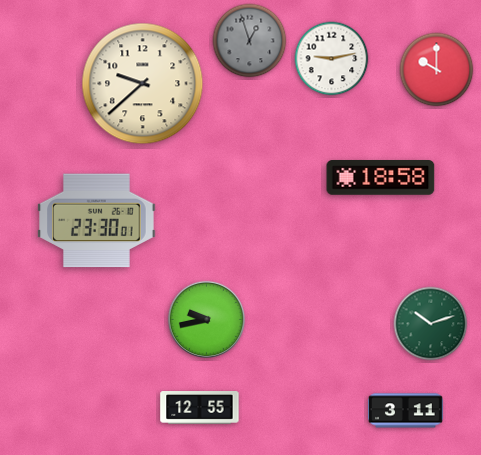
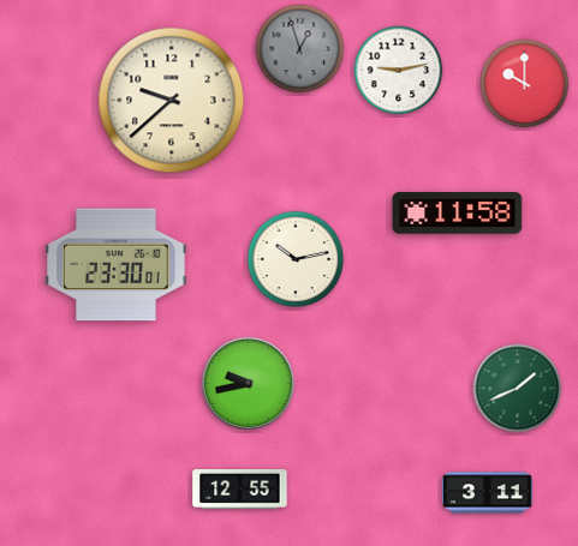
clock at (381, 178): 18:58 -> 11:58
clock at (296, 259): none -> 10:13
clock at (431, 324): 10:12 -> 1:41
